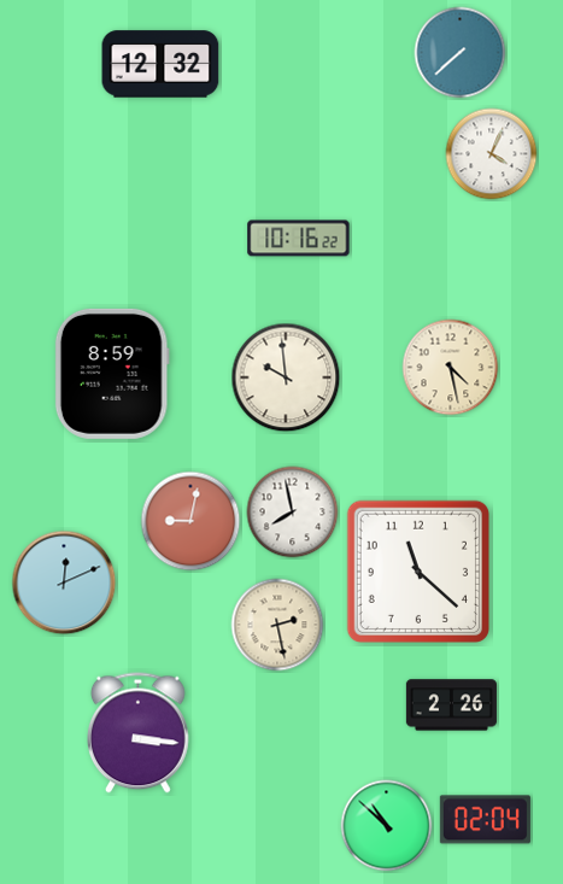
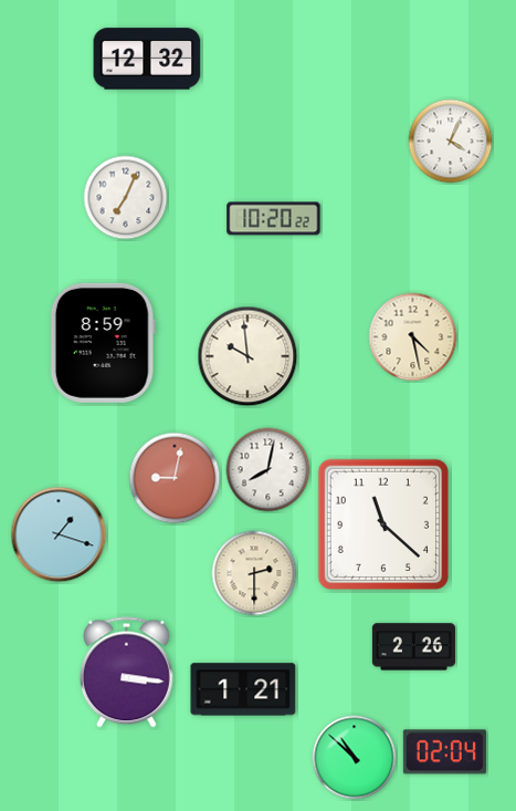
clock at (461, 53): 7:38 -> none
clock at (126, 198): none -> 7:04
clock at (299, 239): 10:16 -> 10:20
clock at (286, 377) position: (286, 377) -> (248, 356)
clock at (293, 513): 7:58 -> 8:02
clock at (64, 582): 12:11 -> 1:18
clock at (277, 625): 2:28 -> 2:30
clock at (243, 689): none -> 1:21
